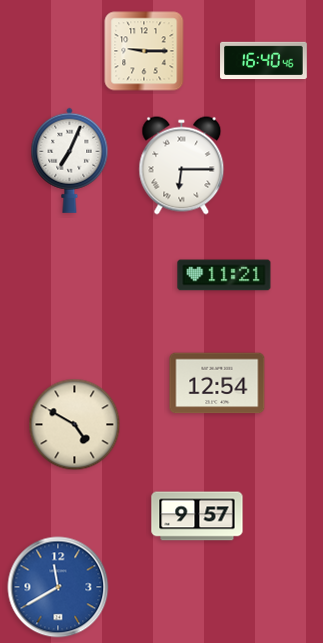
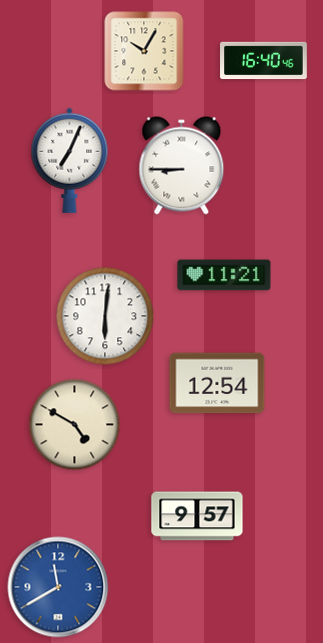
clock at (144, 51): 9:15 -> 10:05
clock at (182, 166): 6:15 -> 8:45
clock at (105, 316): none -> 6:01
